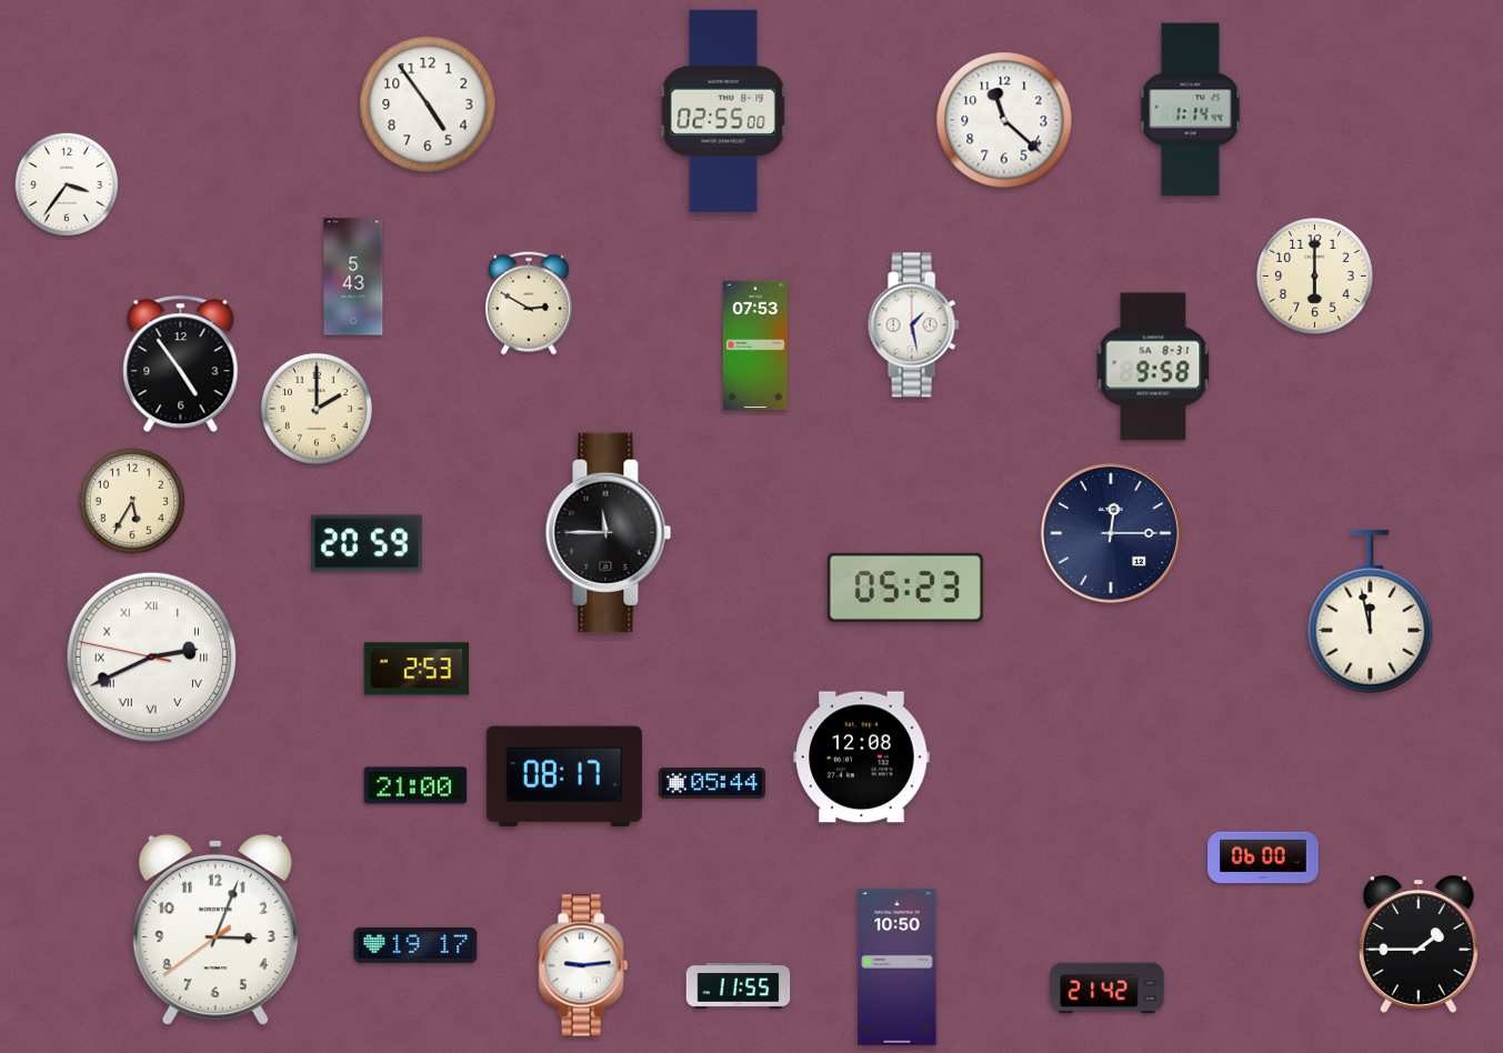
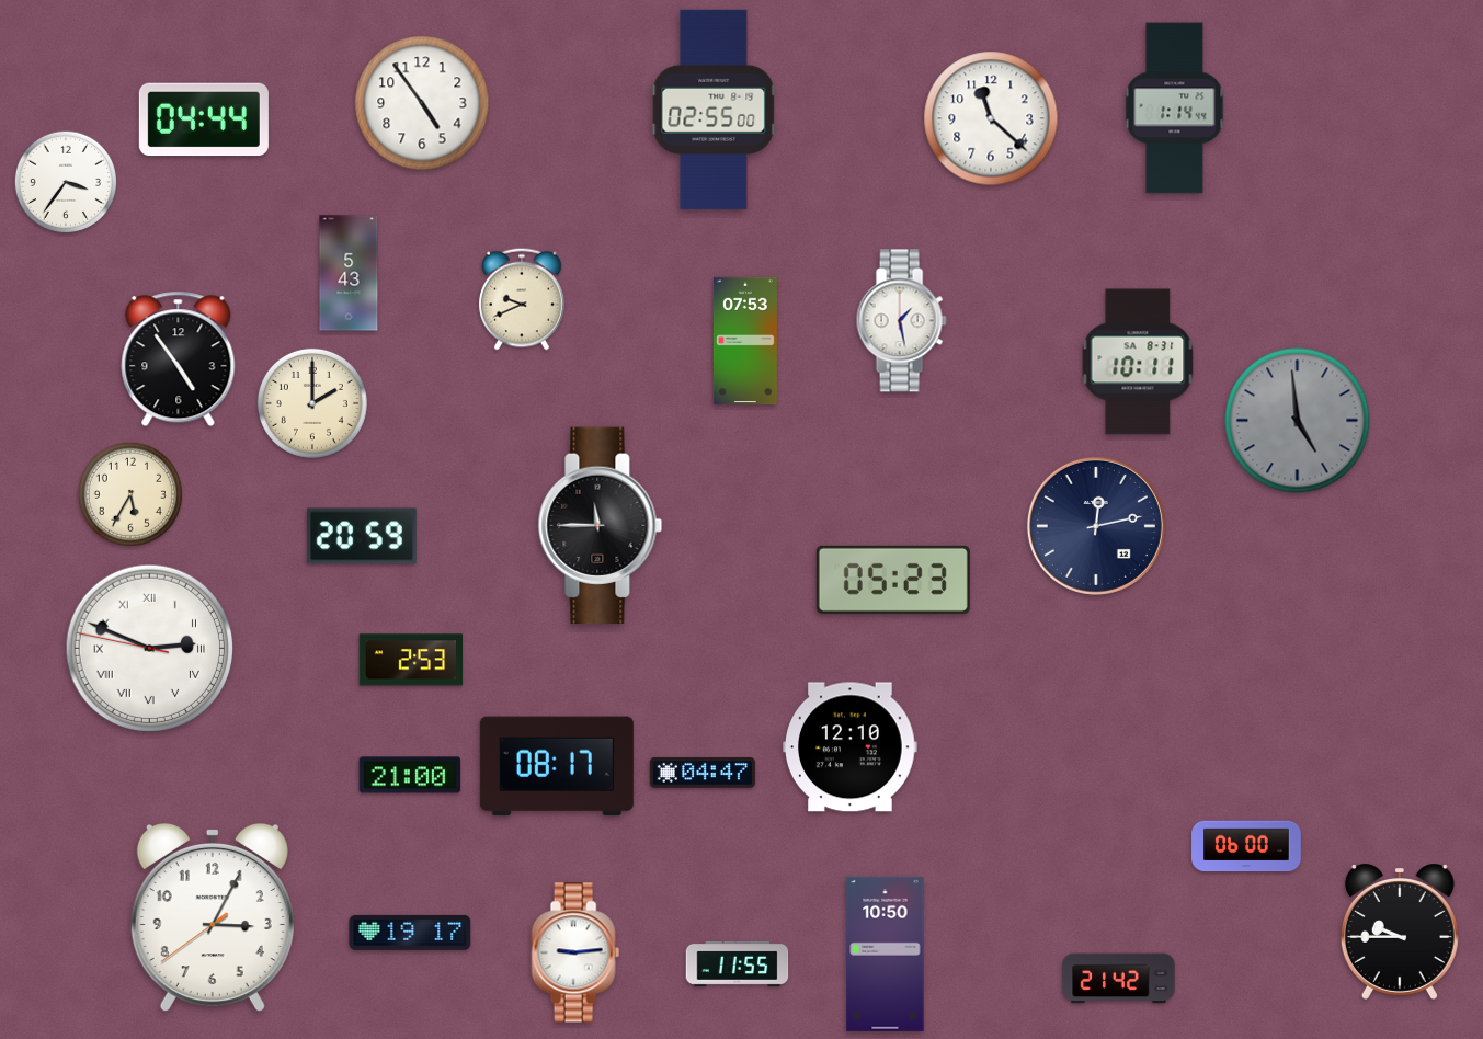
clock at (204, 119): none -> 04:44
clock at (1314, 275): 6:00 -> none
clock at (529, 303): 2:50 -> 9:41
clock at (1153, 367): 9:58 -> 10:11
clock at (1298, 421): none -> 4:59
clock at (1111, 533): 12:15 -> 12:13
clock at (1371, 612): 11:58 -> none
clock at (152, 658): 2:40 -> 2:48
clock at (862, 758): 12:08 -> 12:10
clock at (712, 784): 05:44 -> 04:47
clock at (216, 930): 3:03 -> 3:04
clock at (1419, 944): 1:45 -> 9:45
clock at (739, 985) position: (739, 985) -> (738, 963)
clock at (1108, 989) position: (1108, 989) -> (1119, 979)
